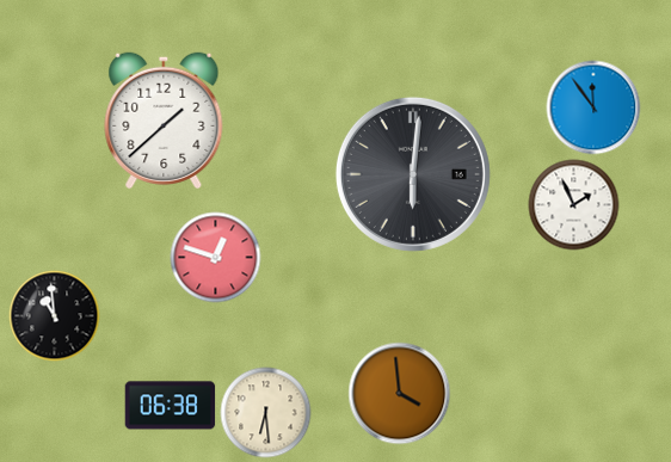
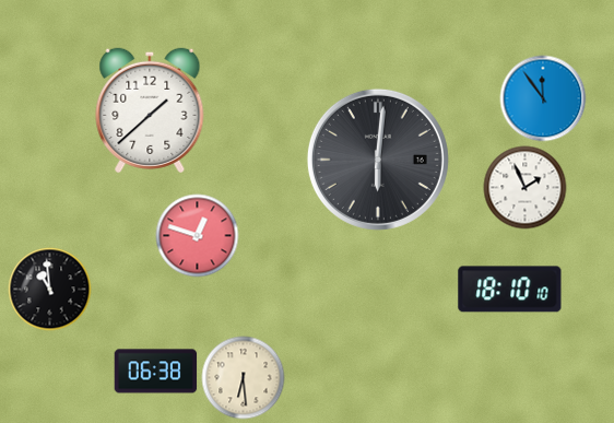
clock at (510, 290): none -> 18:10
clock at (400, 394): 3:59 -> none
